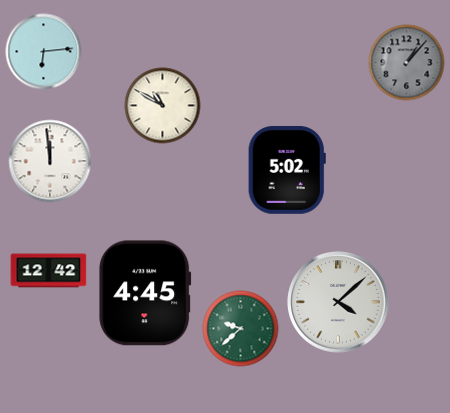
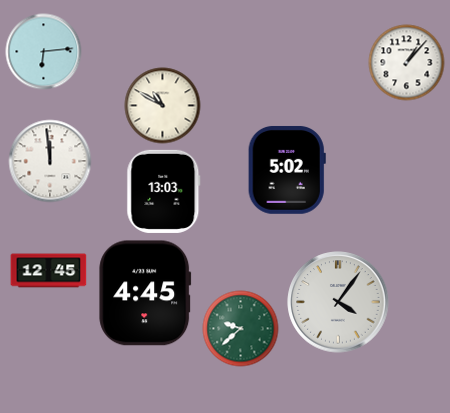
clock at (407, 63) dial: grey -> white
clock at (164, 191): none -> 13:03
clock at (49, 271): 12:42 -> 12:45
clock at (338, 302): 4:08 -> 4:06
